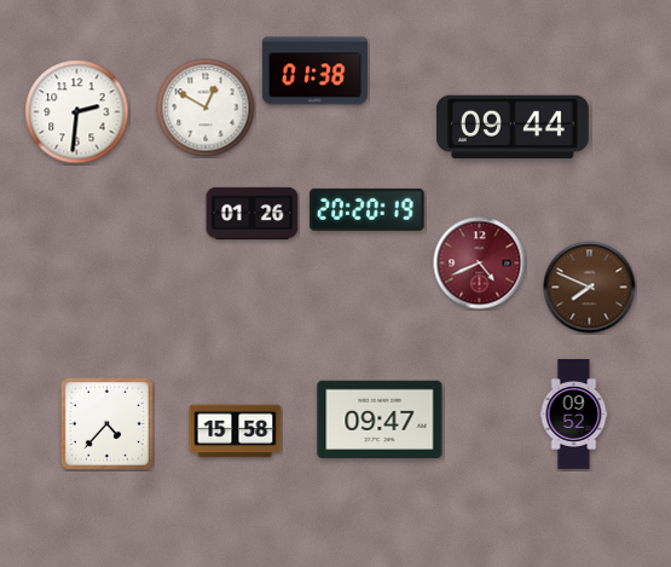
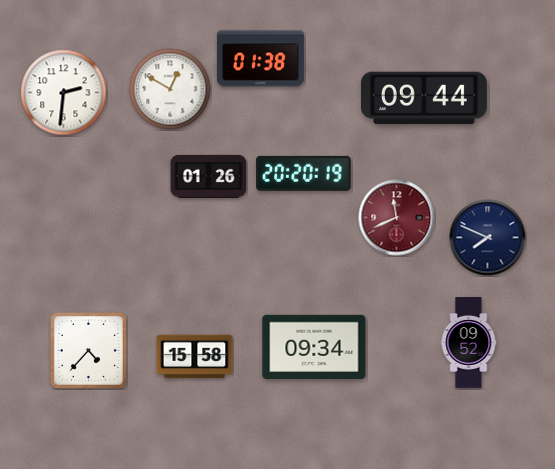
clock at (513, 127) position: (513, 127) -> (424, 98)
clock at (480, 264): 4:41 -> 11:41
clock at (590, 288) dial: brown -> navy
clock at (574, 415) position: (574, 415) -> (469, 343)
clock at (380, 418): 09:47 -> 09:34
